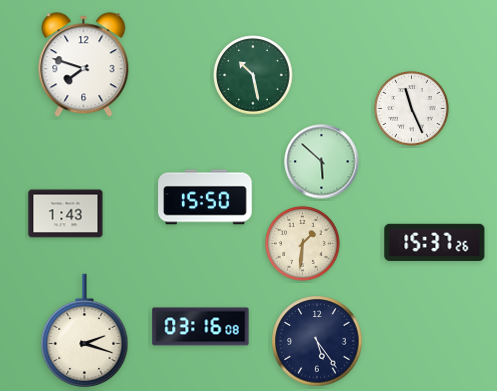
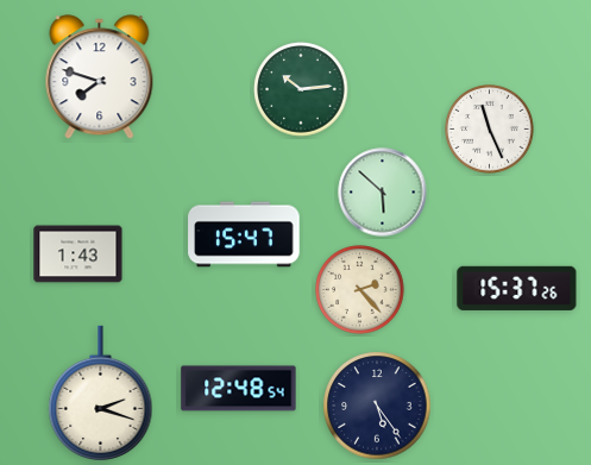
clock at (253, 75): 10:28 -> 10:14
clock at (205, 197): 15:50 -> 15:47
clock at (303, 244): 1:31 -> 2:23
clock at (201, 327): 03:16 -> 12:48
